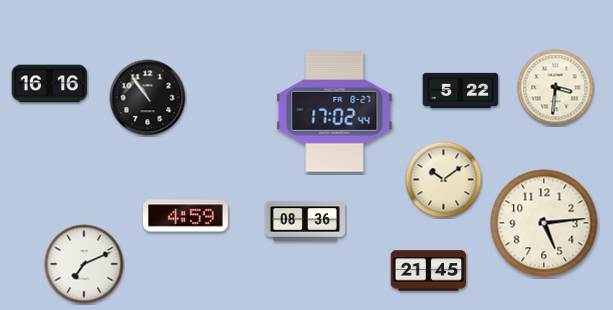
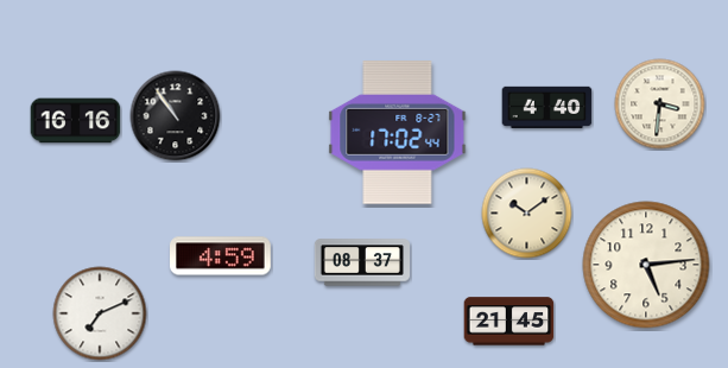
clock at (50, 84) position: (50, 84) -> (76, 121)
clock at (461, 90): 5:22 -> 4:40
clock at (304, 221): 08:36 -> 08:37
